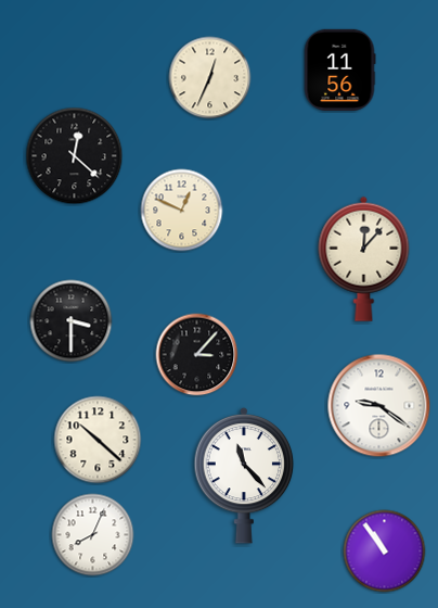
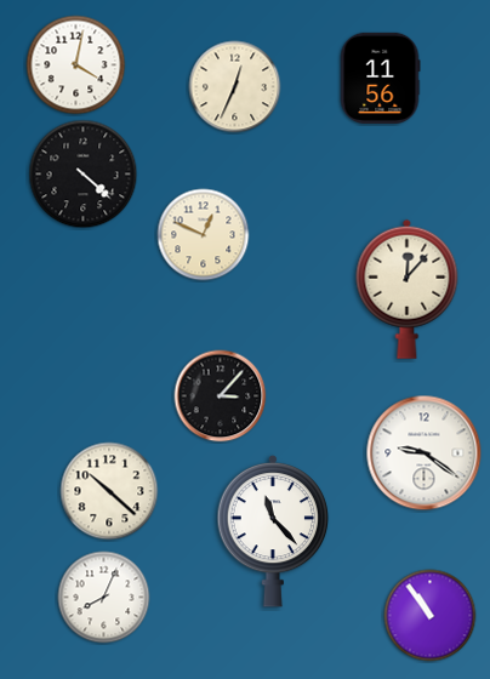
clock at (76, 65): none -> 4:02
clock at (75, 156): 12:22 -> 4:22
clock at (72, 321): 3:30 -> none
